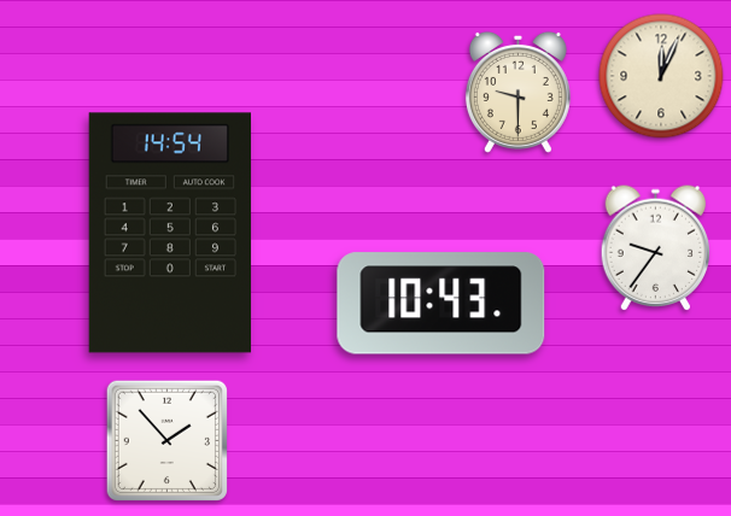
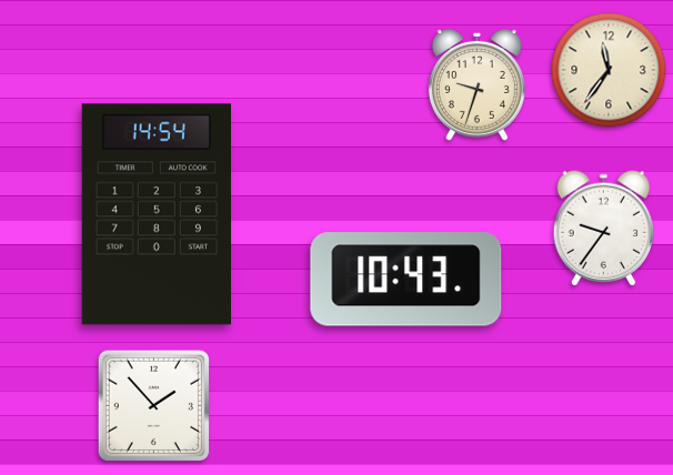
clock at (661, 76): 12:04 -> 11:36
clock at (517, 92): 9:30 -> 9:33
